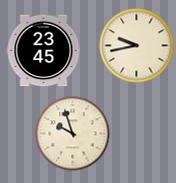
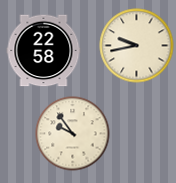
clock at (44, 51): 23:45 -> 22:58
clock at (73, 134): 9:57 -> 9:54
